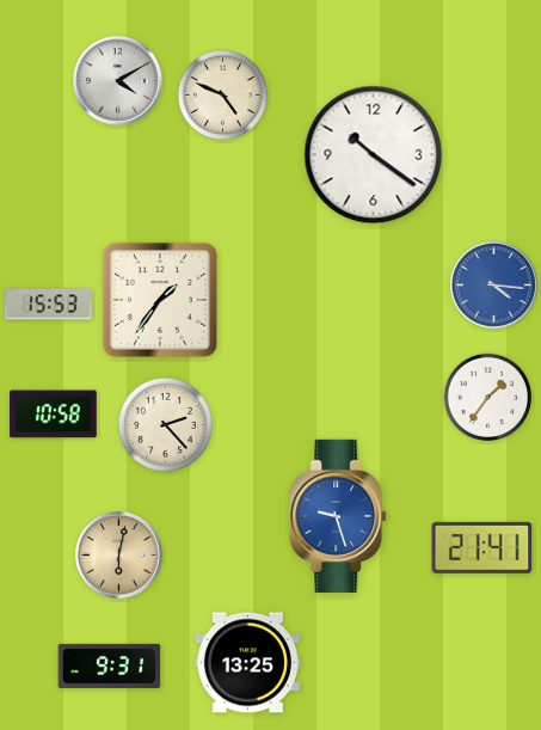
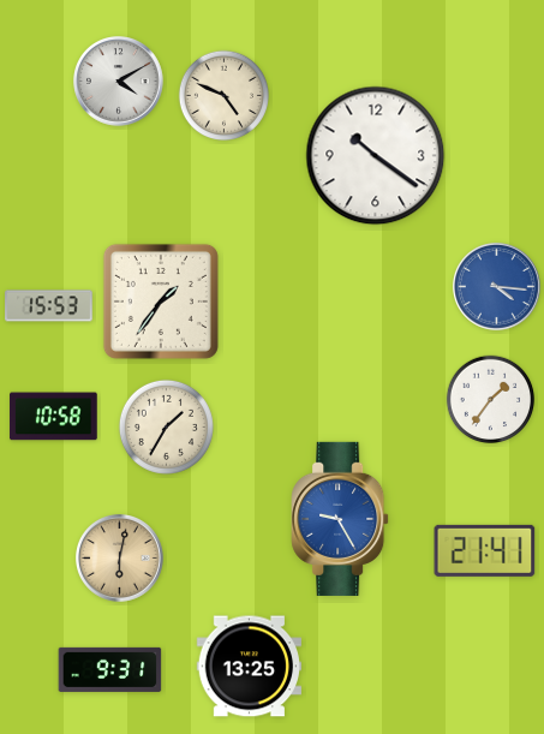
clock at (165, 424): 2:23 -> 1:35
clock at (338, 516): 9:27 -> 9:25
